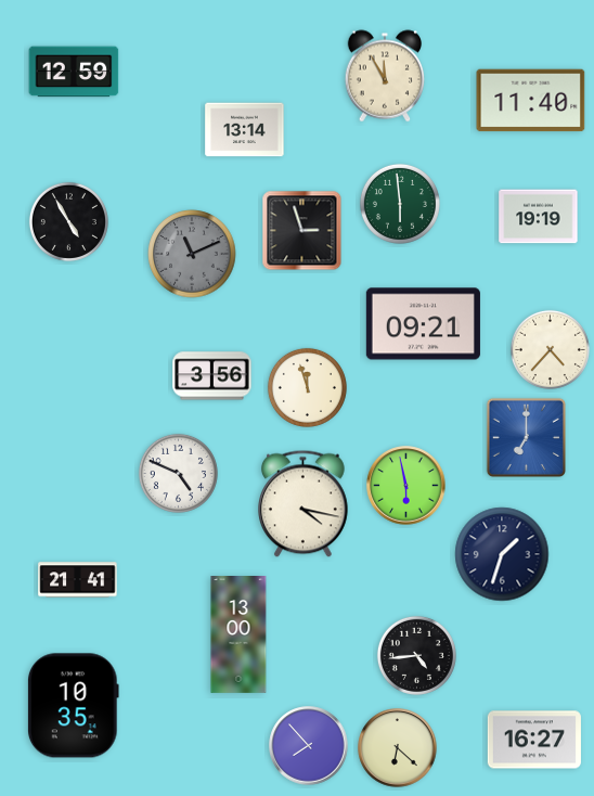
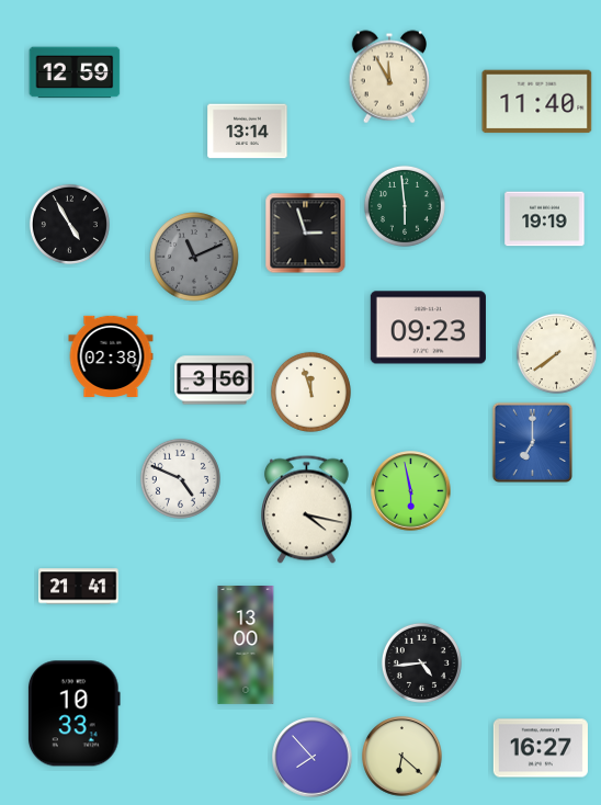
clock at (423, 324): 09:21 -> 09:23
clock at (550, 349): 4:37 -> 7:39
clock at (111, 356): none -> 02:38
clock at (502, 554): 1:33 -> none
clock at (238, 635) position: (238, 635) -> (246, 646)
clock at (73, 706): 10:35 -> 10:33
clock at (309, 746) position: (309, 746) -> (313, 758)
